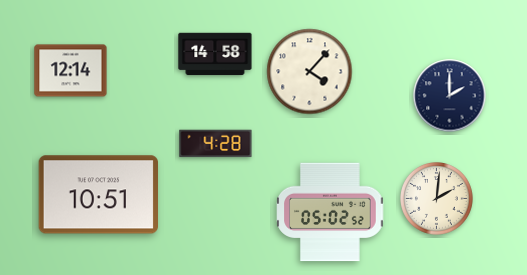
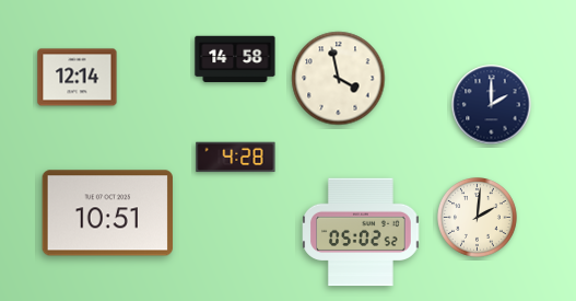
clock at (310, 72): 4:07 -> 3:58
